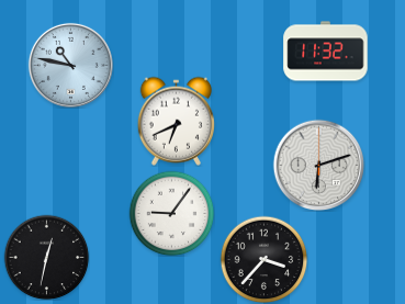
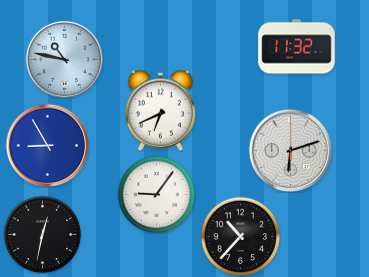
clock at (47, 145): none -> 8:55
clock at (263, 259): 3:37 -> 10:37
